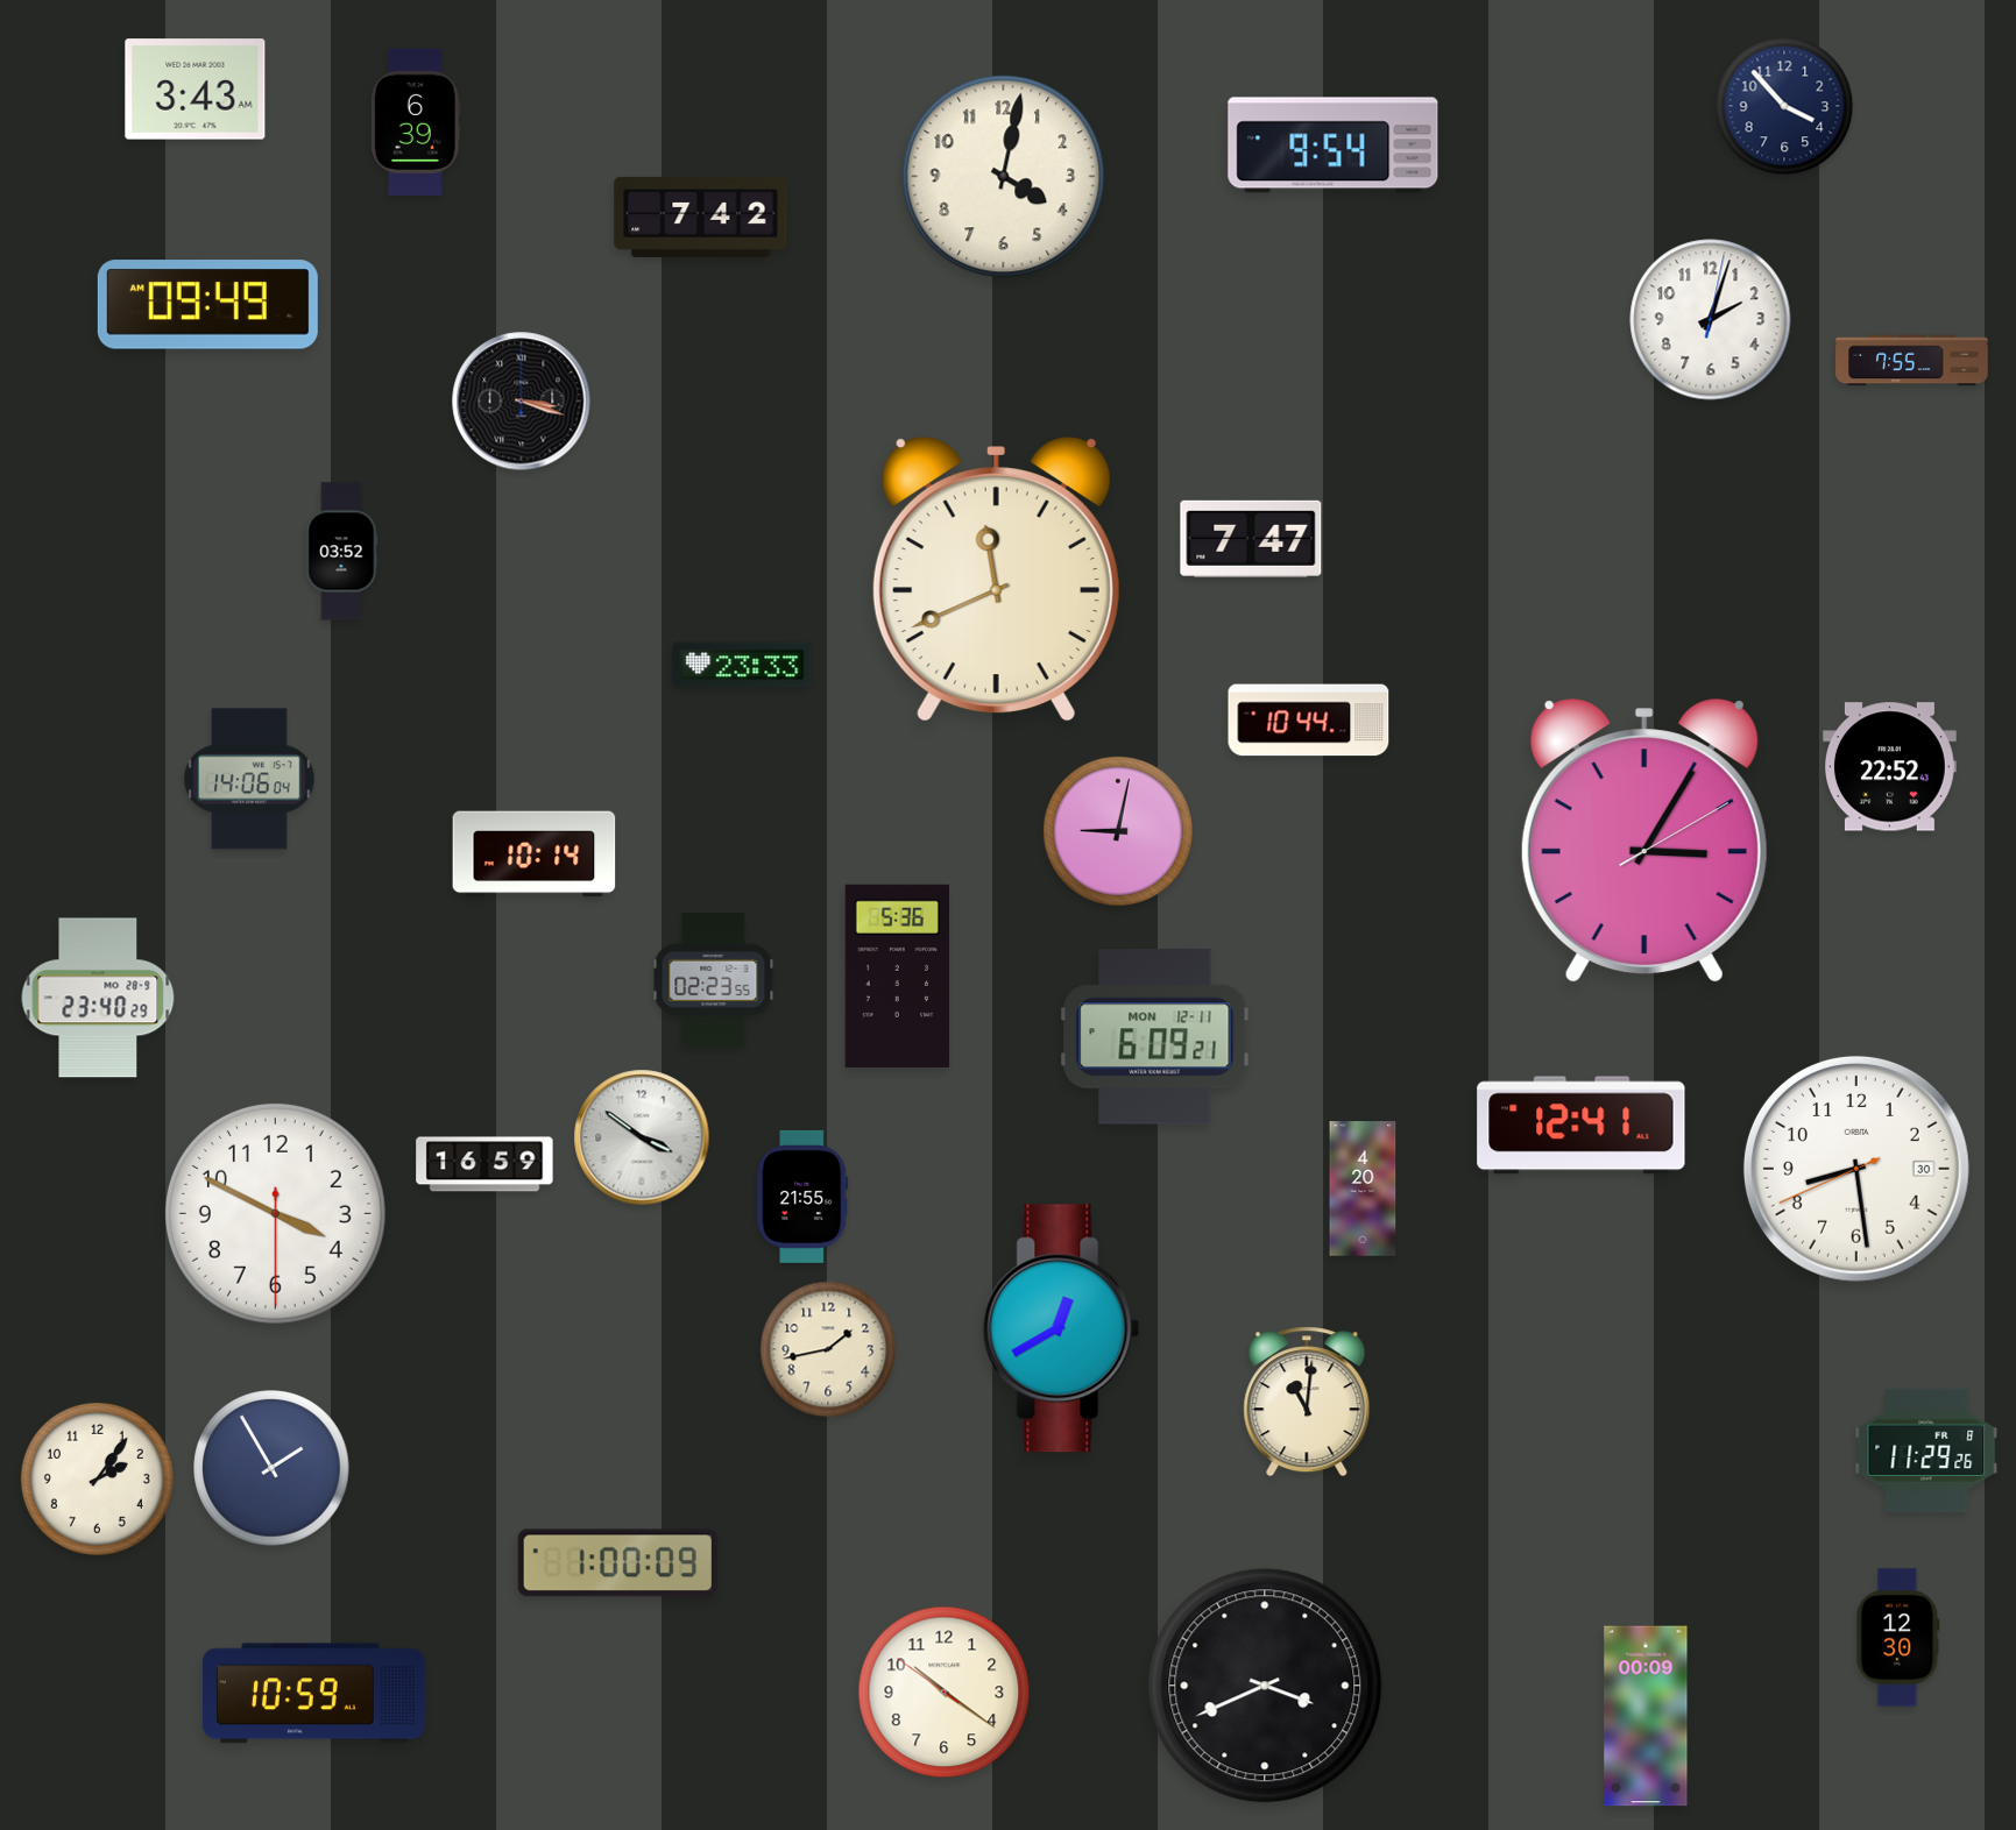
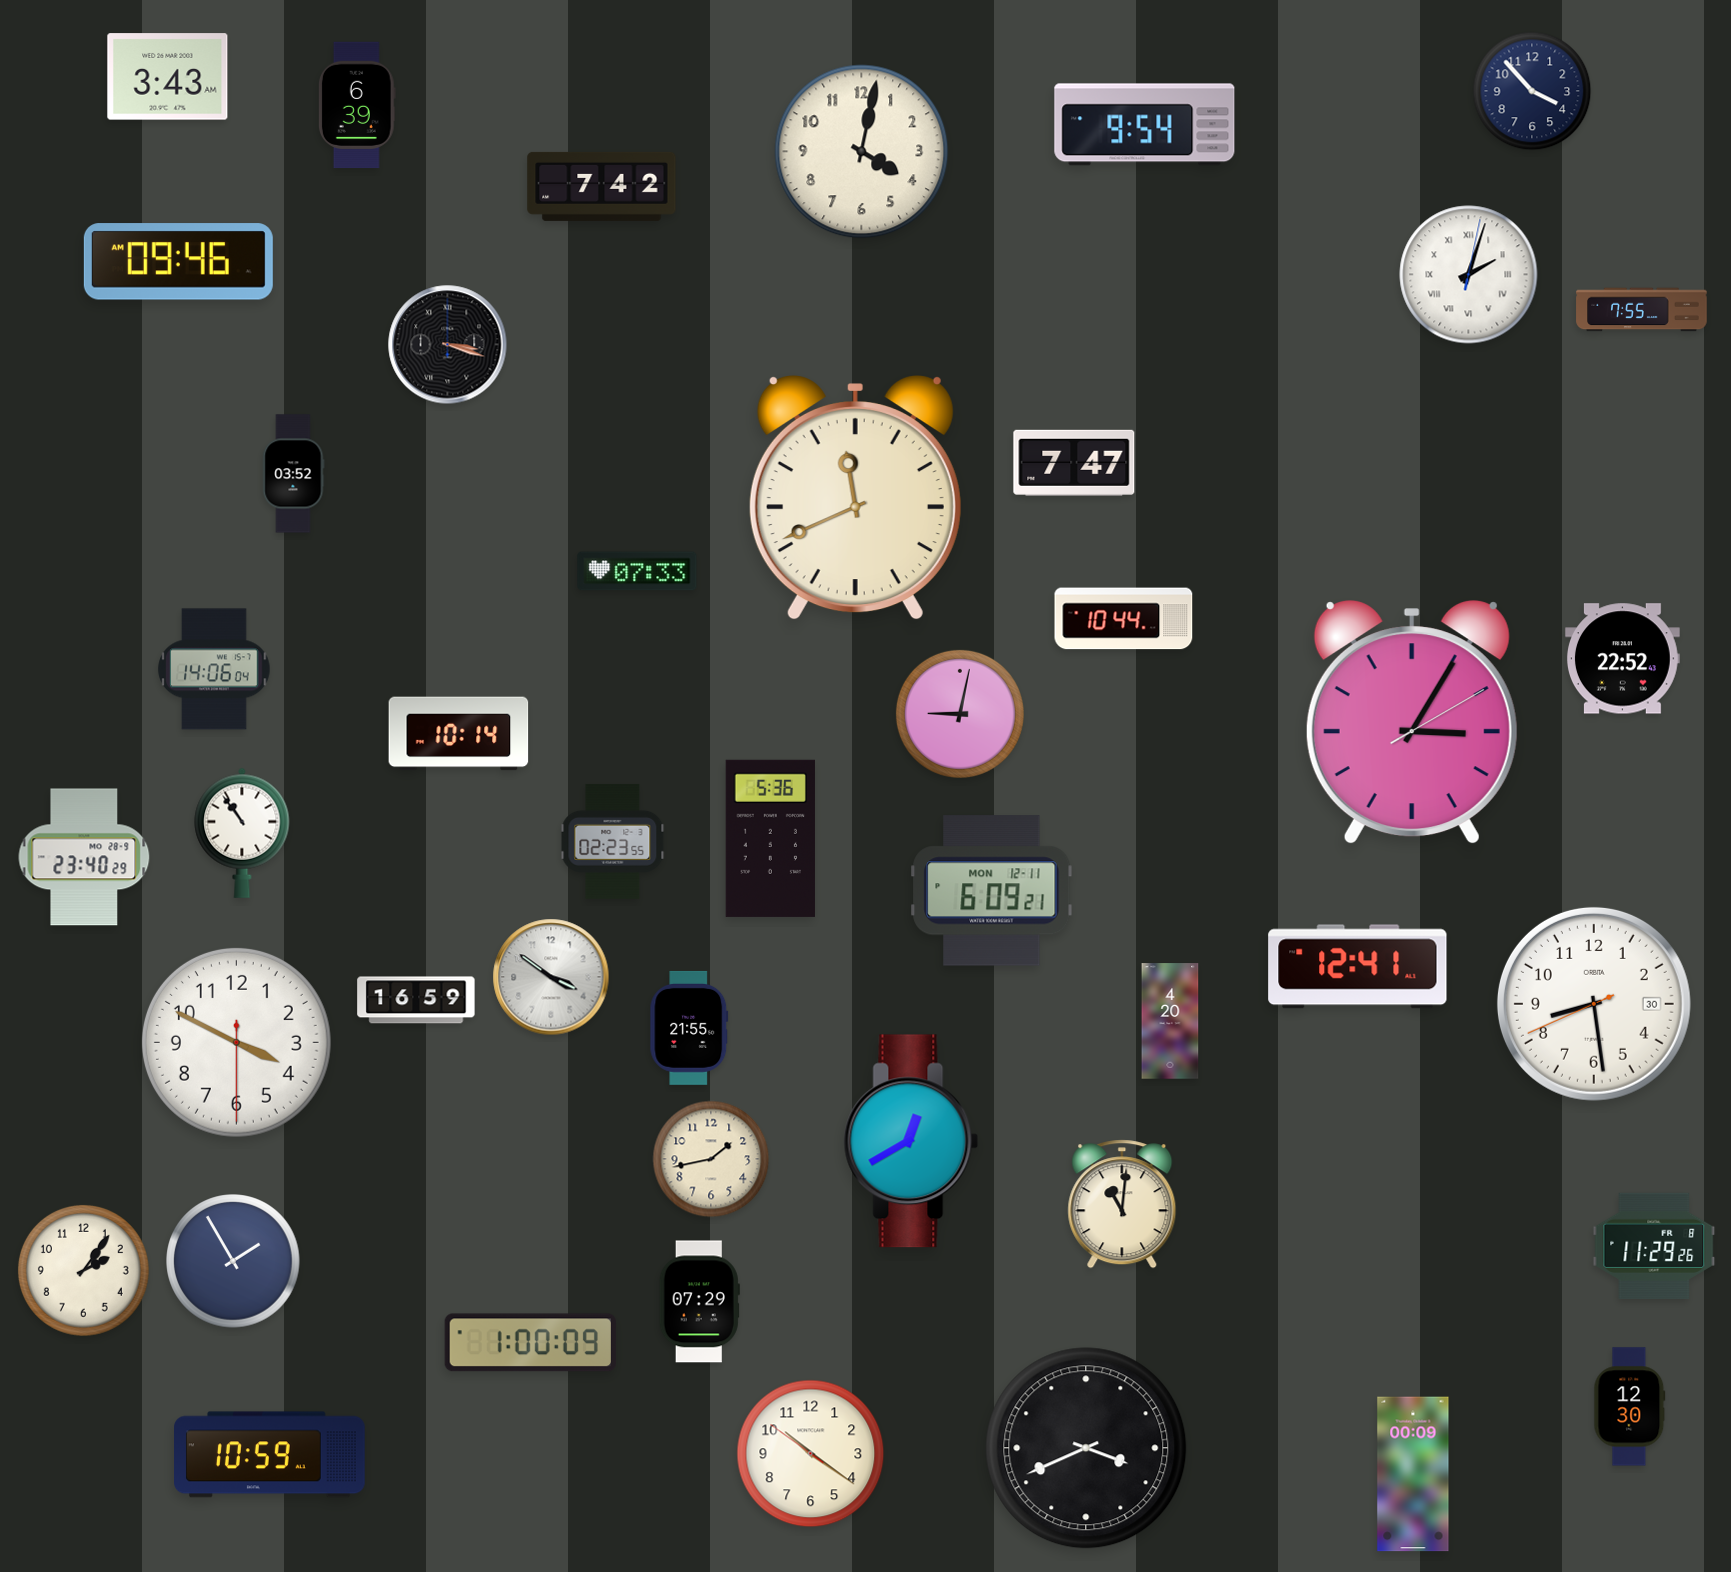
clock at (207, 305): 09:49 -> 09:46
clock at (1711, 320) numerals: Arabic -> Roman
clock at (742, 665): 23:33 -> 07:33
clock at (242, 833): none -> 10:54
clock at (699, 1302): none -> 07:29
